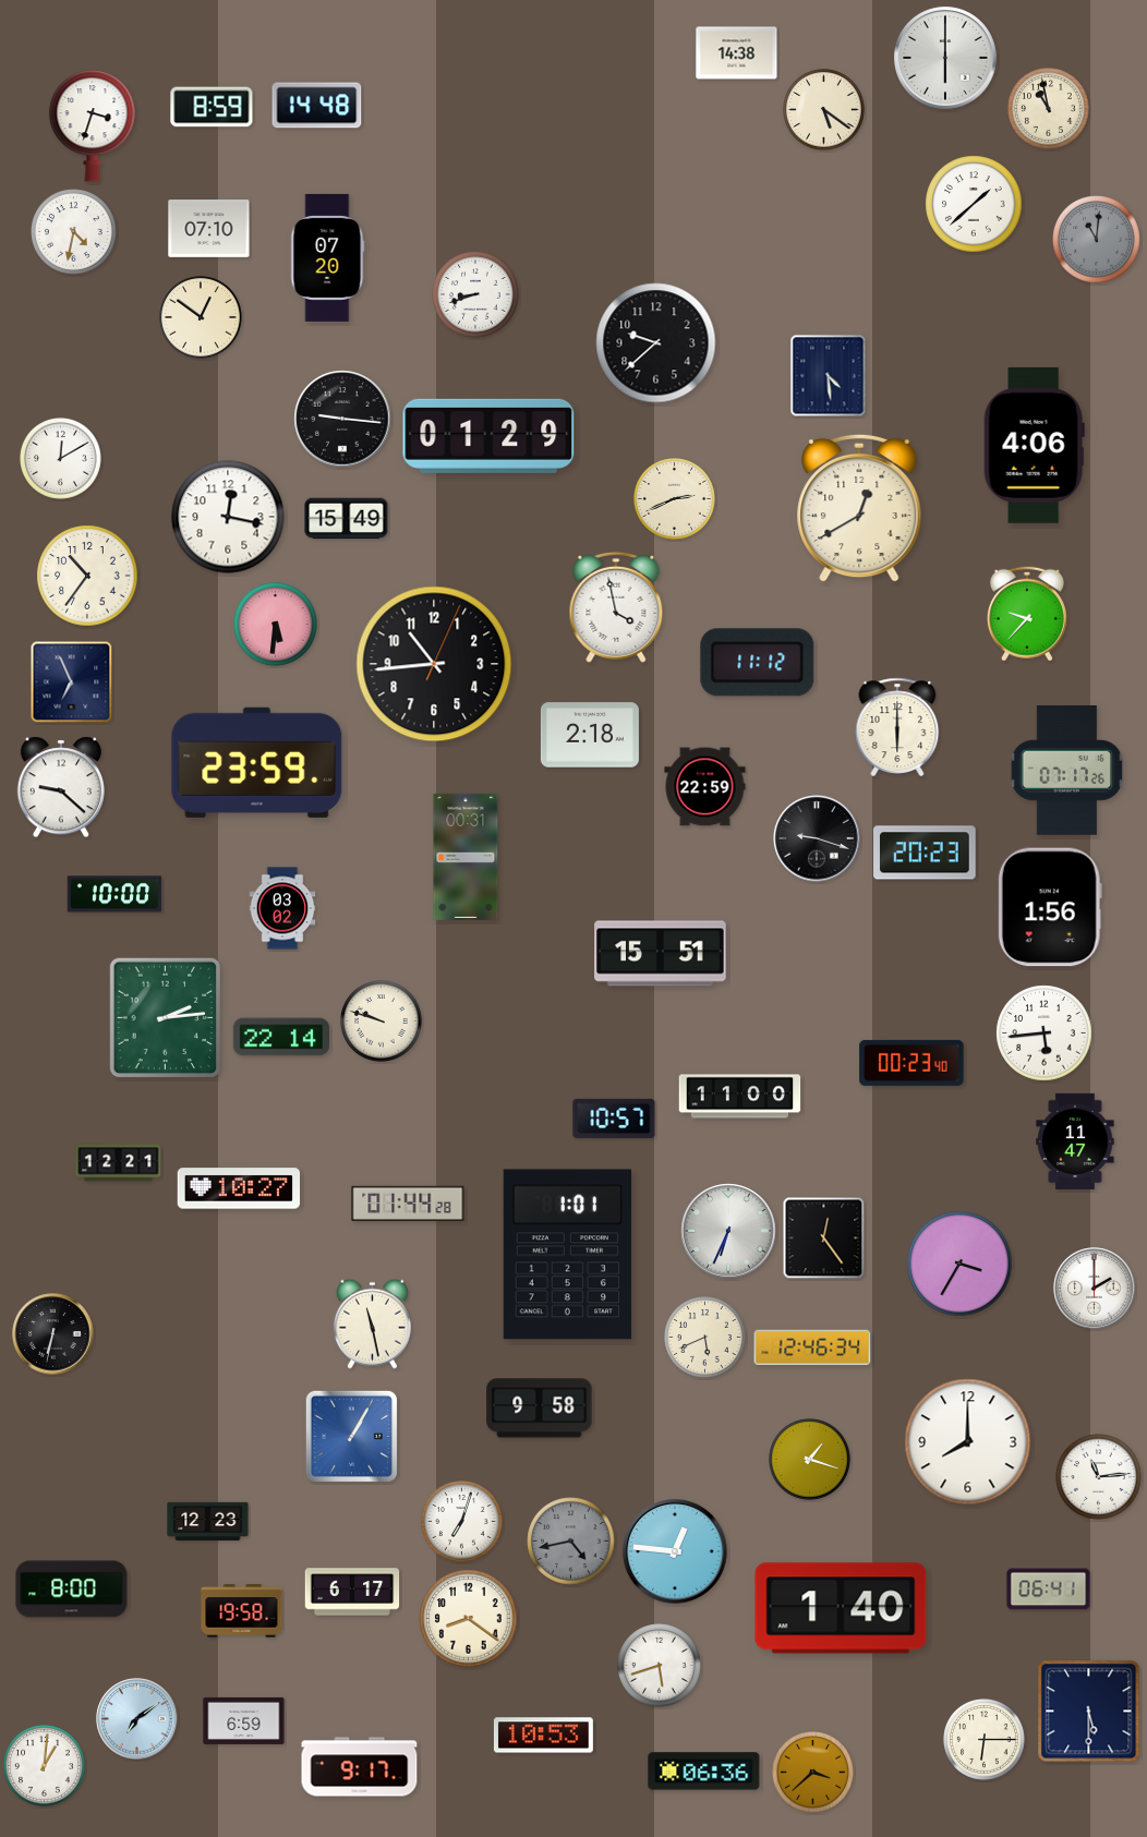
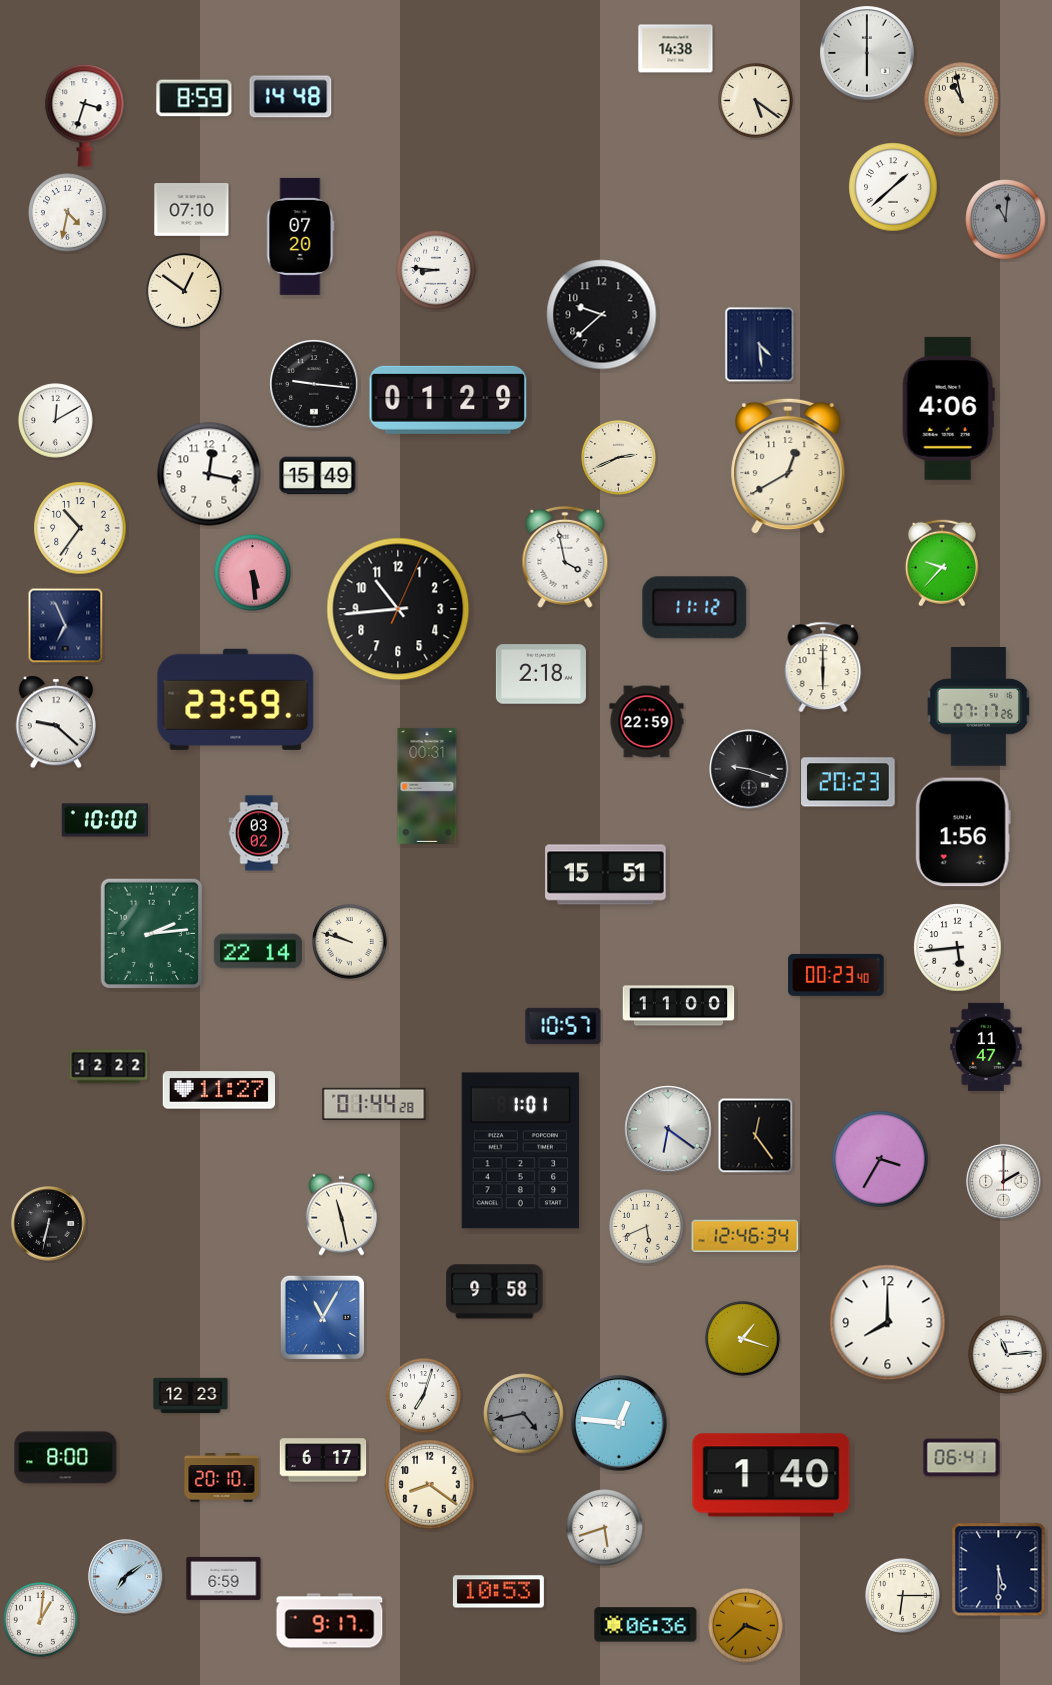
clock at (475, 294): 8:42 -> 8:46
clock at (276, 625): 5:31 -> 5:29
clock at (382, 1022) position: (382, 1022) -> (350, 942)
clock at (119, 1163): 12:21 -> 12:22
clock at (238, 1188): 10:27 -> 11:27
clock at (728, 1231): 6:34 -> 6:21
clock at (351, 1436): 1:05 -> 11:05
clock at (242, 1611): 19:58 -> 20:10
